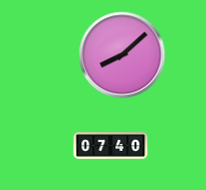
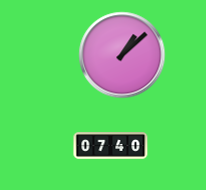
clock at (122, 55): 8:08 -> 1:08
